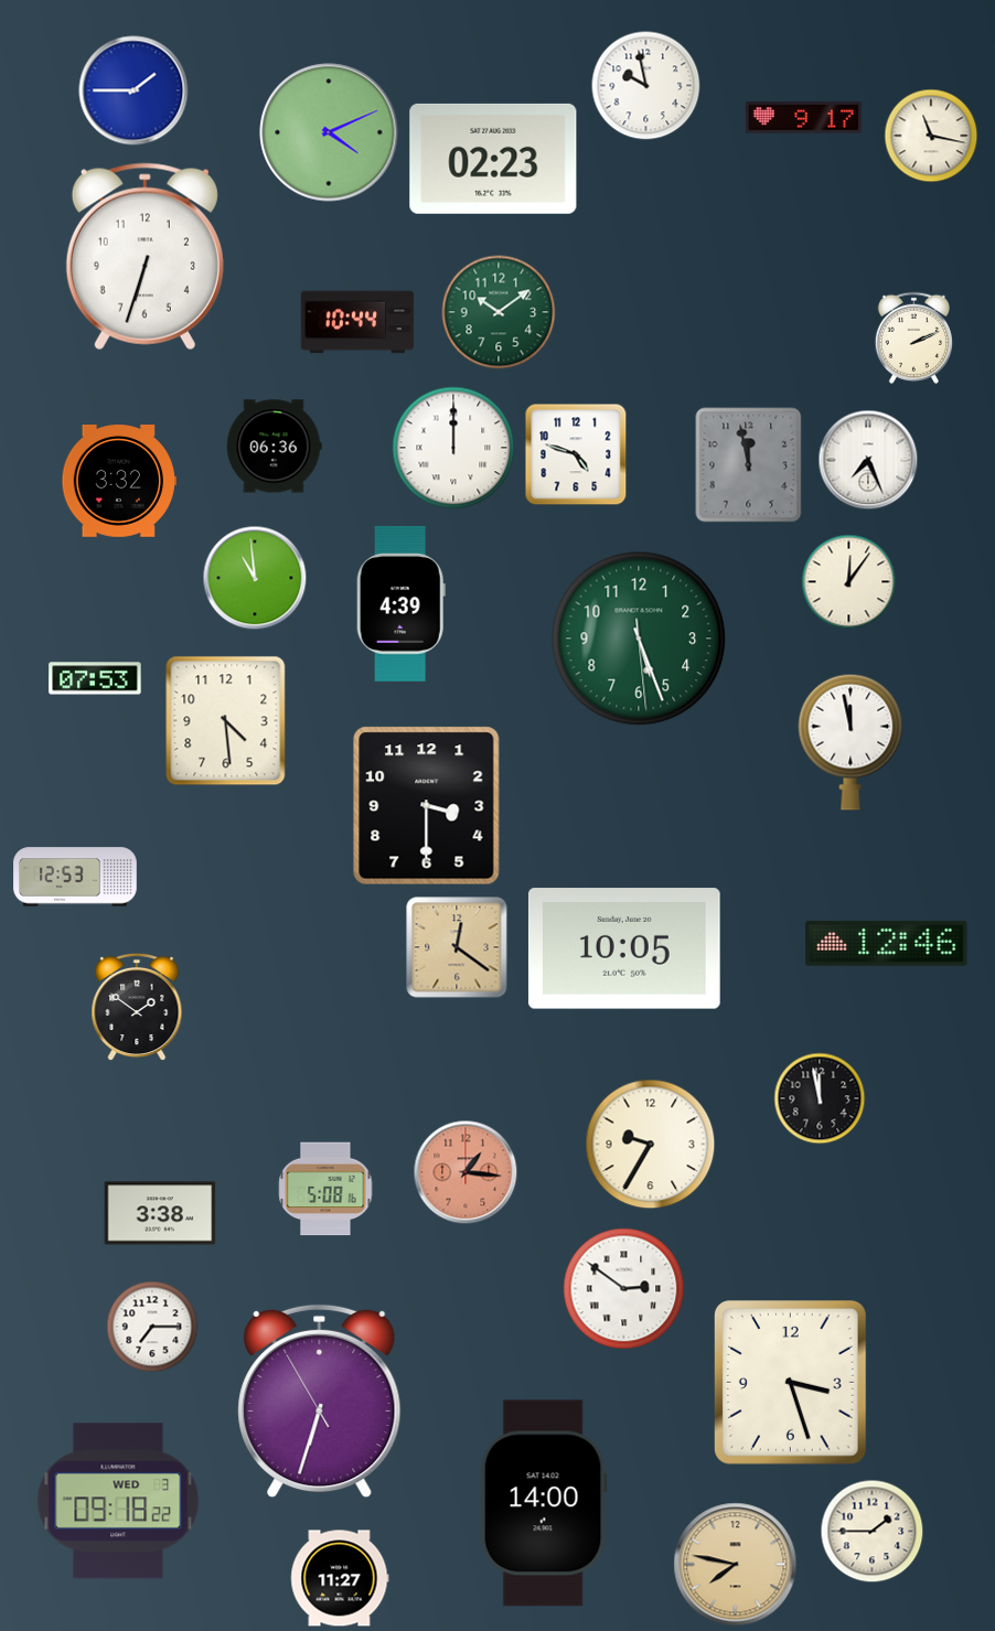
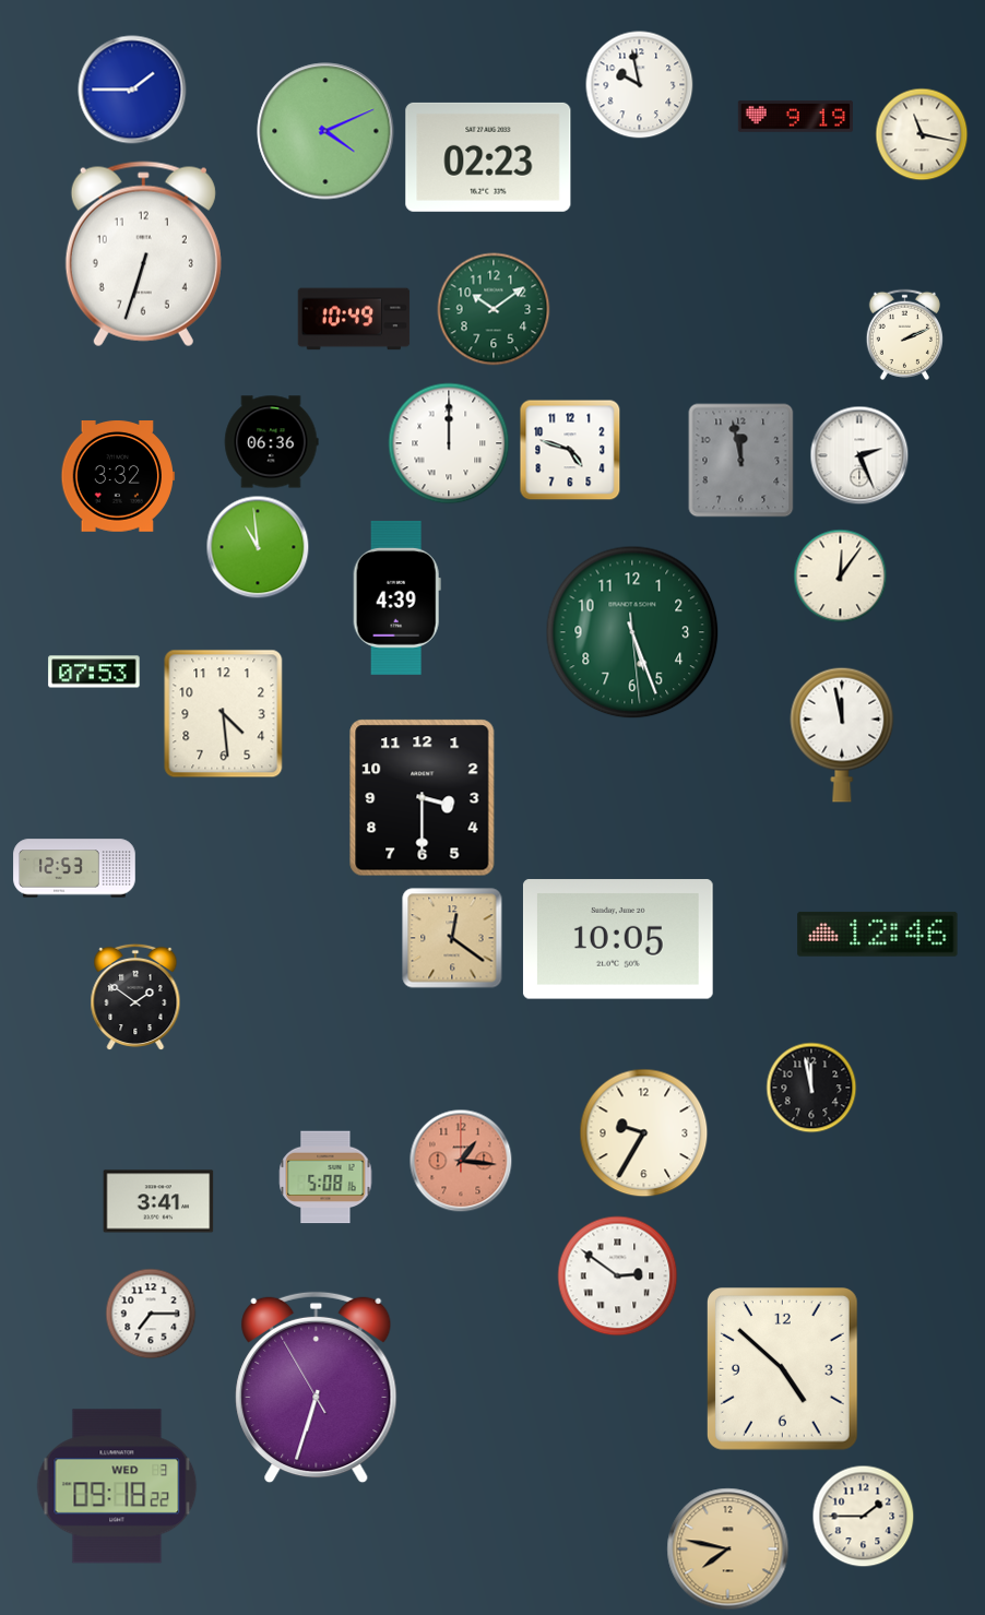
clock at (803, 118): 9:17 -> 9:19
clock at (357, 322): 10:44 -> 10:49
clock at (868, 460): 7:26 -> 2:26
clock at (255, 578) position: (255, 578) -> (258, 547)
clock at (325, 1189) position: (325, 1189) -> (325, 1177)
clock at (160, 1213): 3:38 -> 3:41
clock at (791, 1383): 3:27 -> 4:52
clock at (544, 1503): 14:00 -> none
clock at (340, 1578): 11:27 -> none
